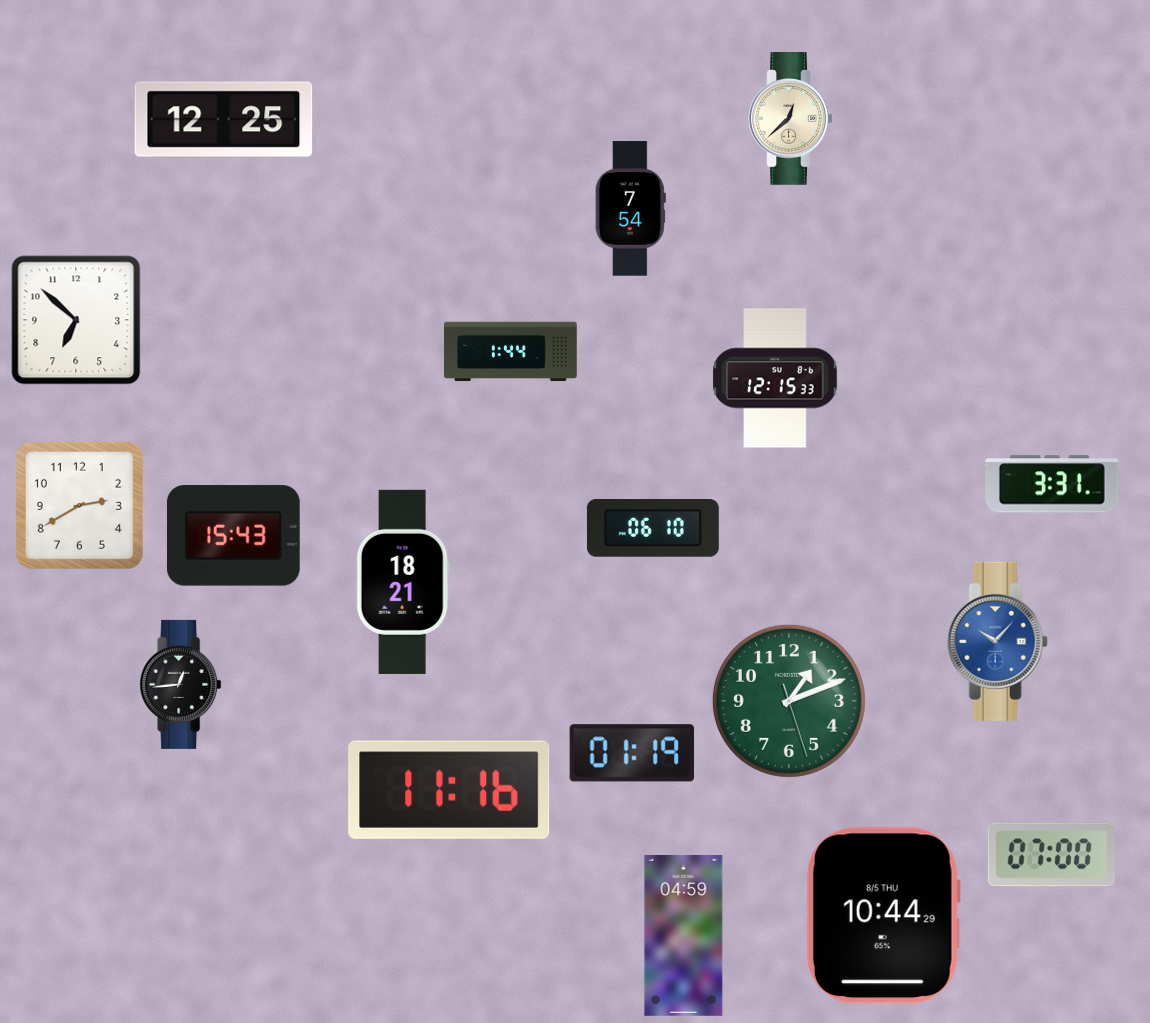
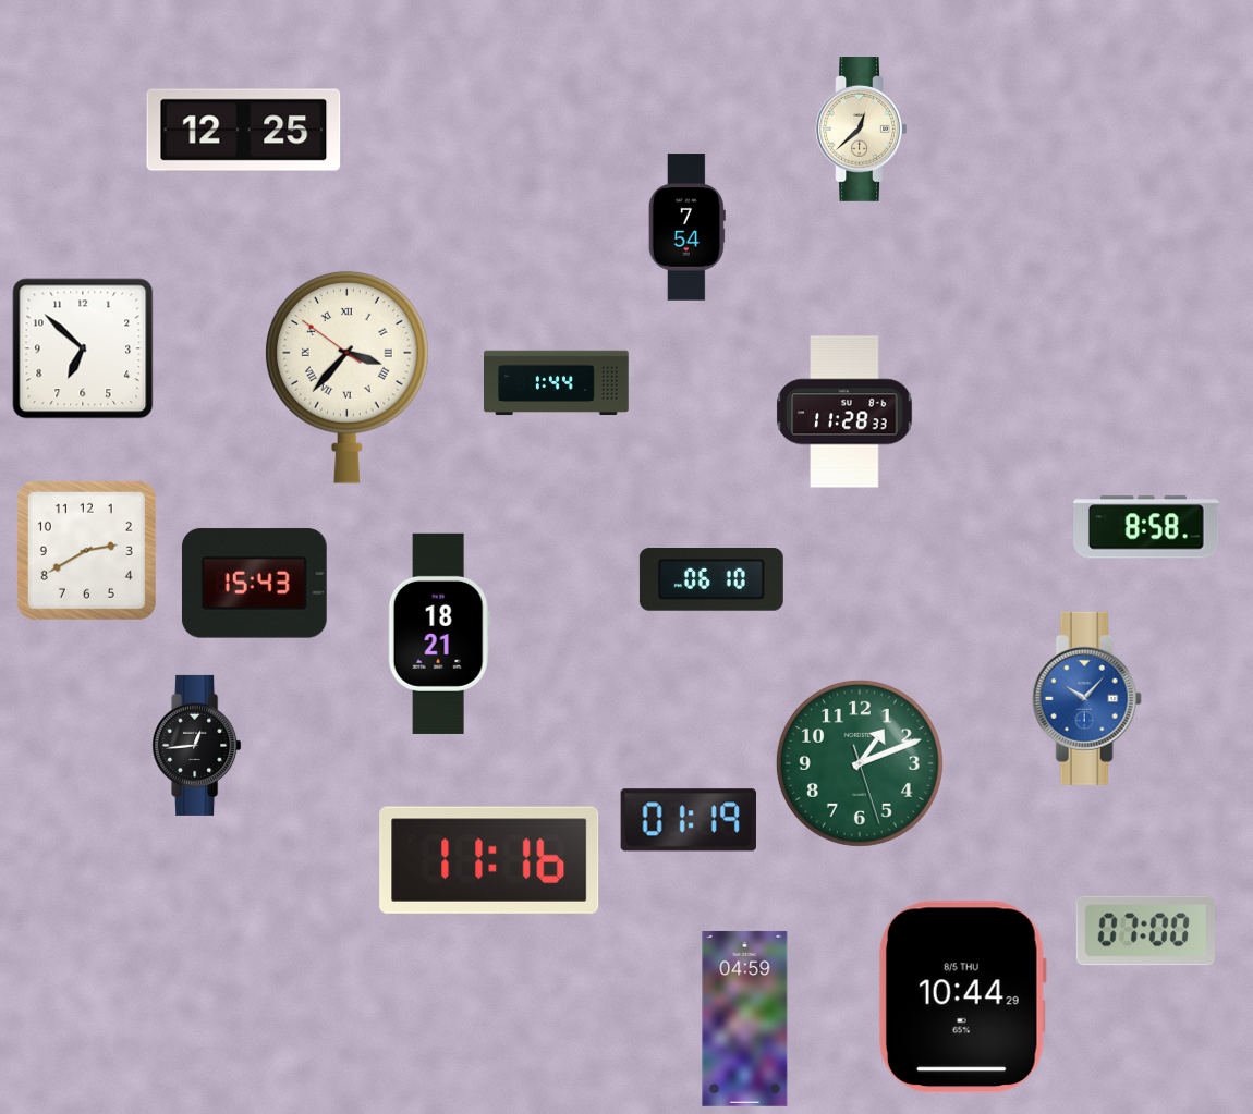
clock at (346, 377): none -> 3:36
clock at (775, 378): 12:15 -> 11:28
clock at (1052, 484): 3:31 -> 8:58
clock at (653, 529) position: (653, 529) -> (711, 580)
